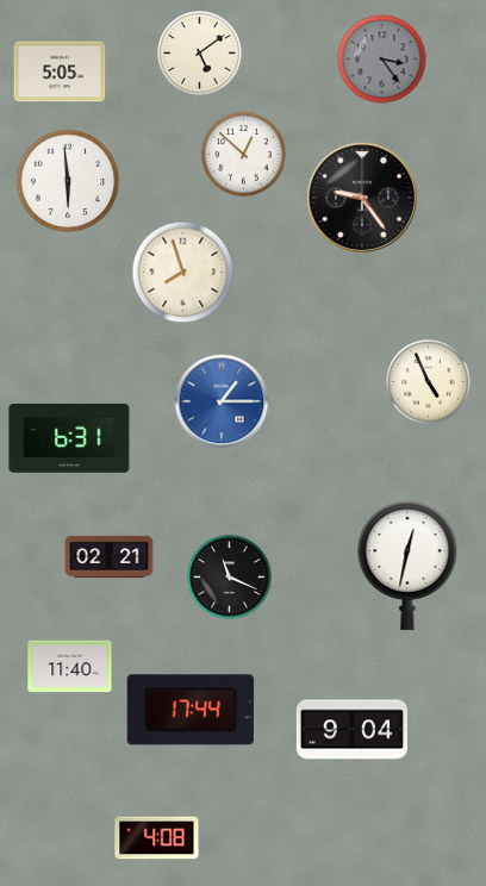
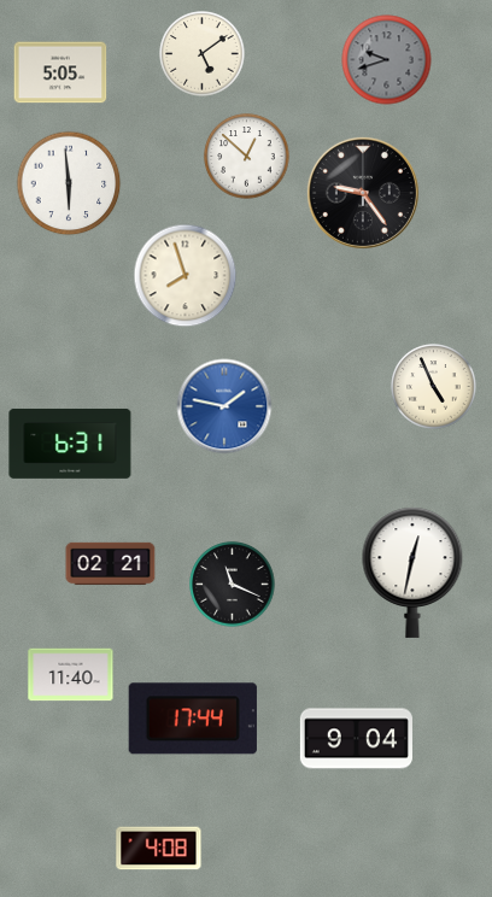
clock at (382, 60): 3:24 -> 9:42
clock at (362, 198) position: (362, 198) -> (363, 193)
clock at (222, 401): 1:15 -> 1:47
